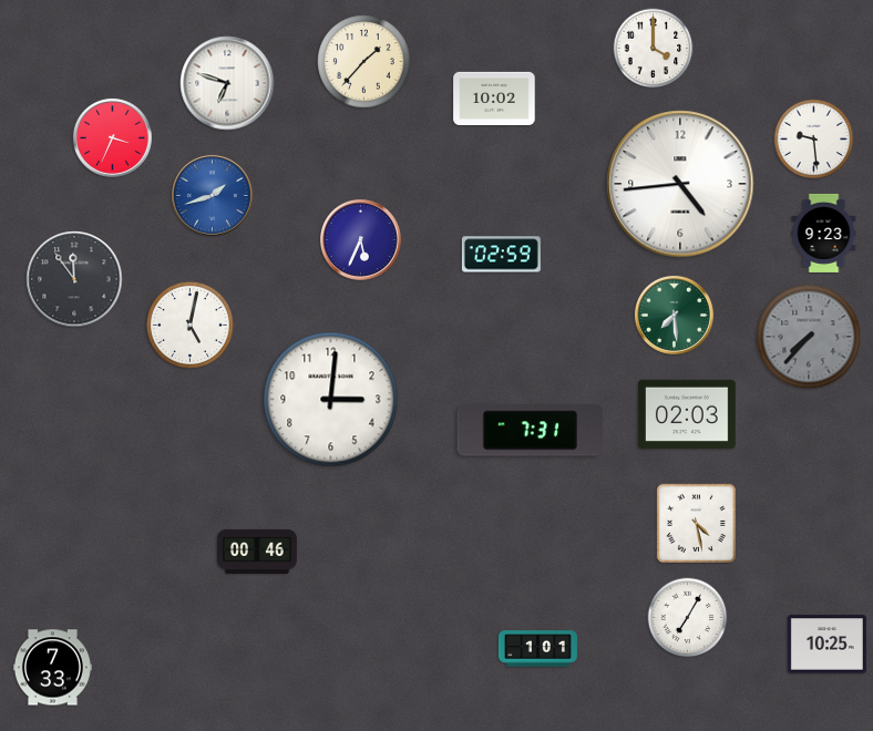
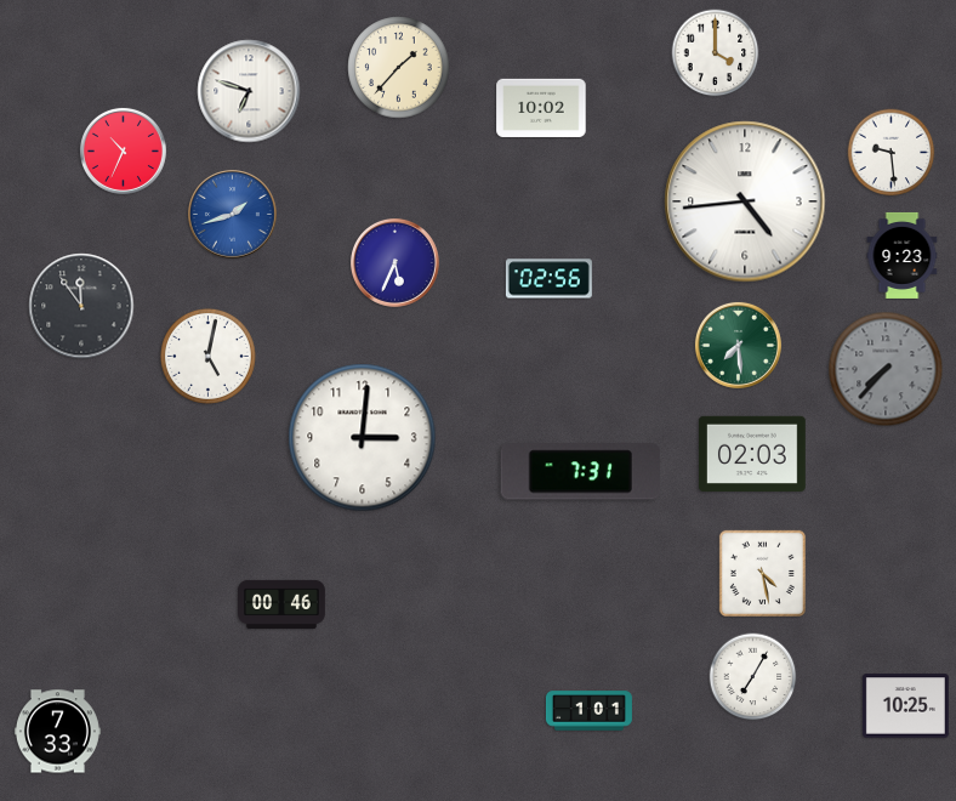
clock at (112, 137): 3:34 -> 10:34
clock at (501, 255): 02:59 -> 02:56
